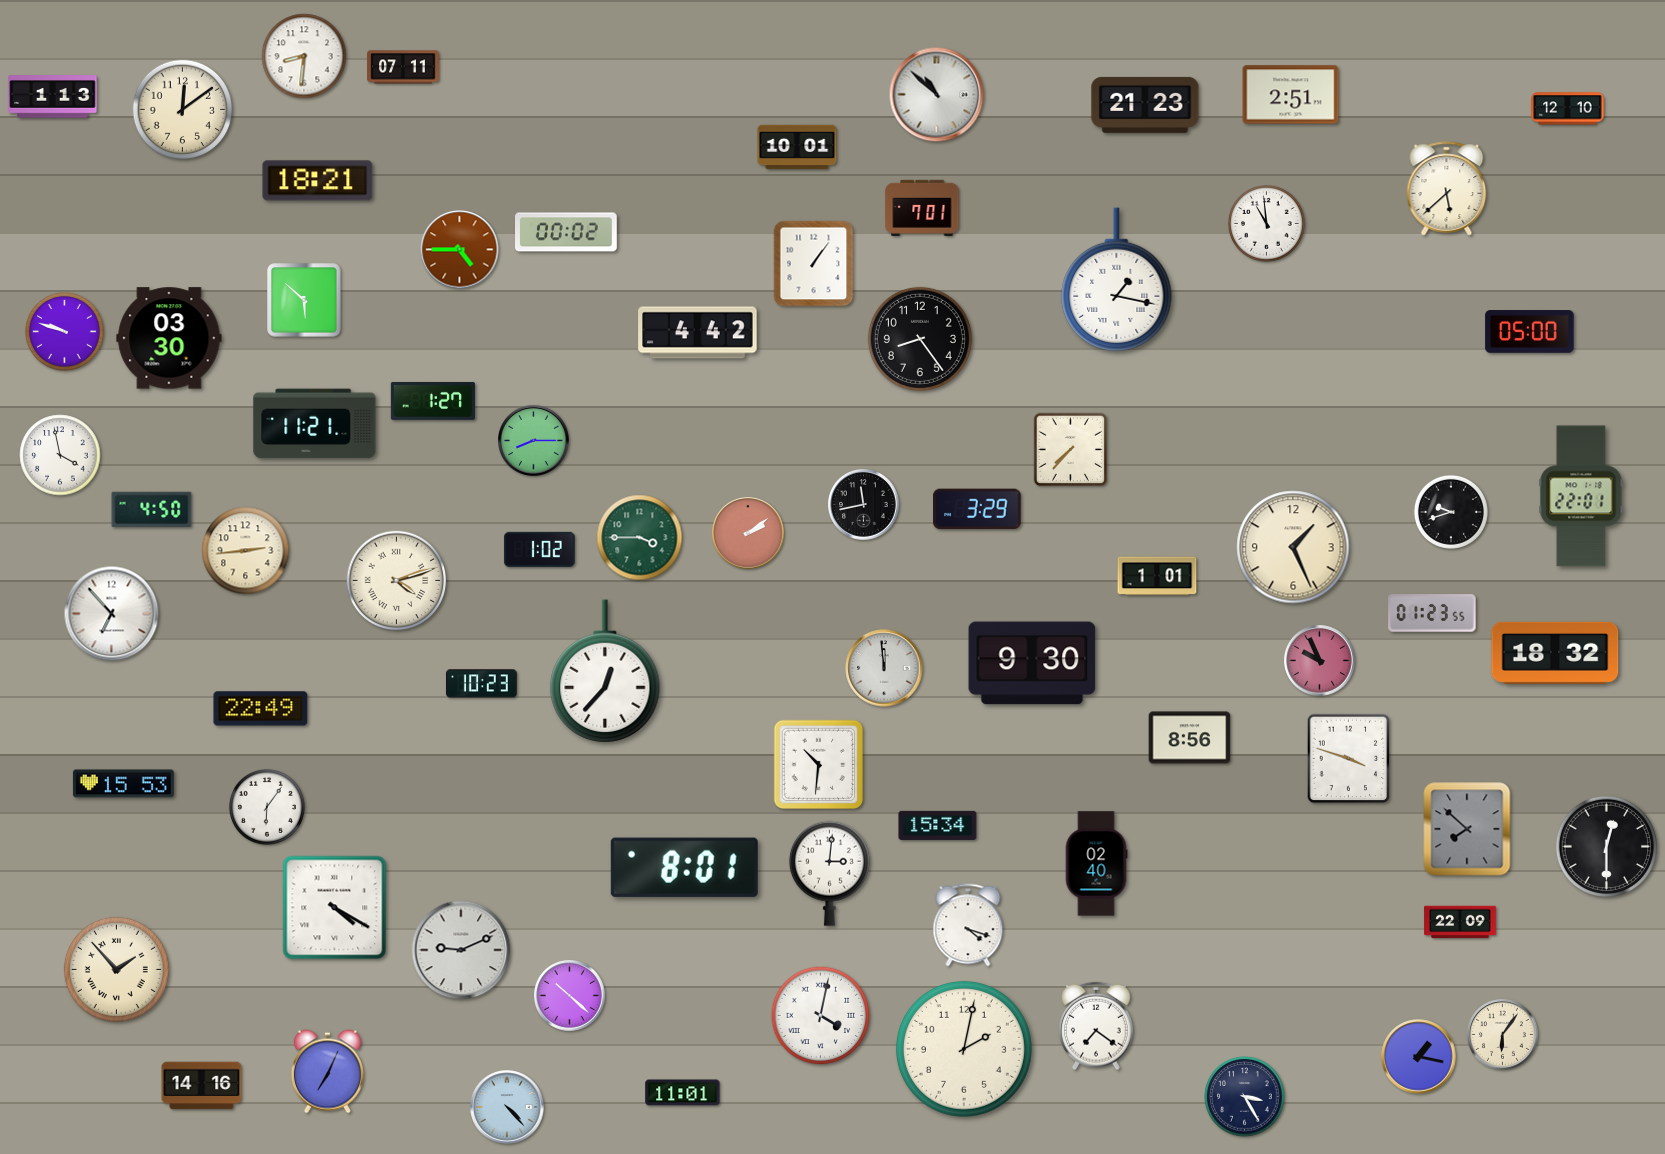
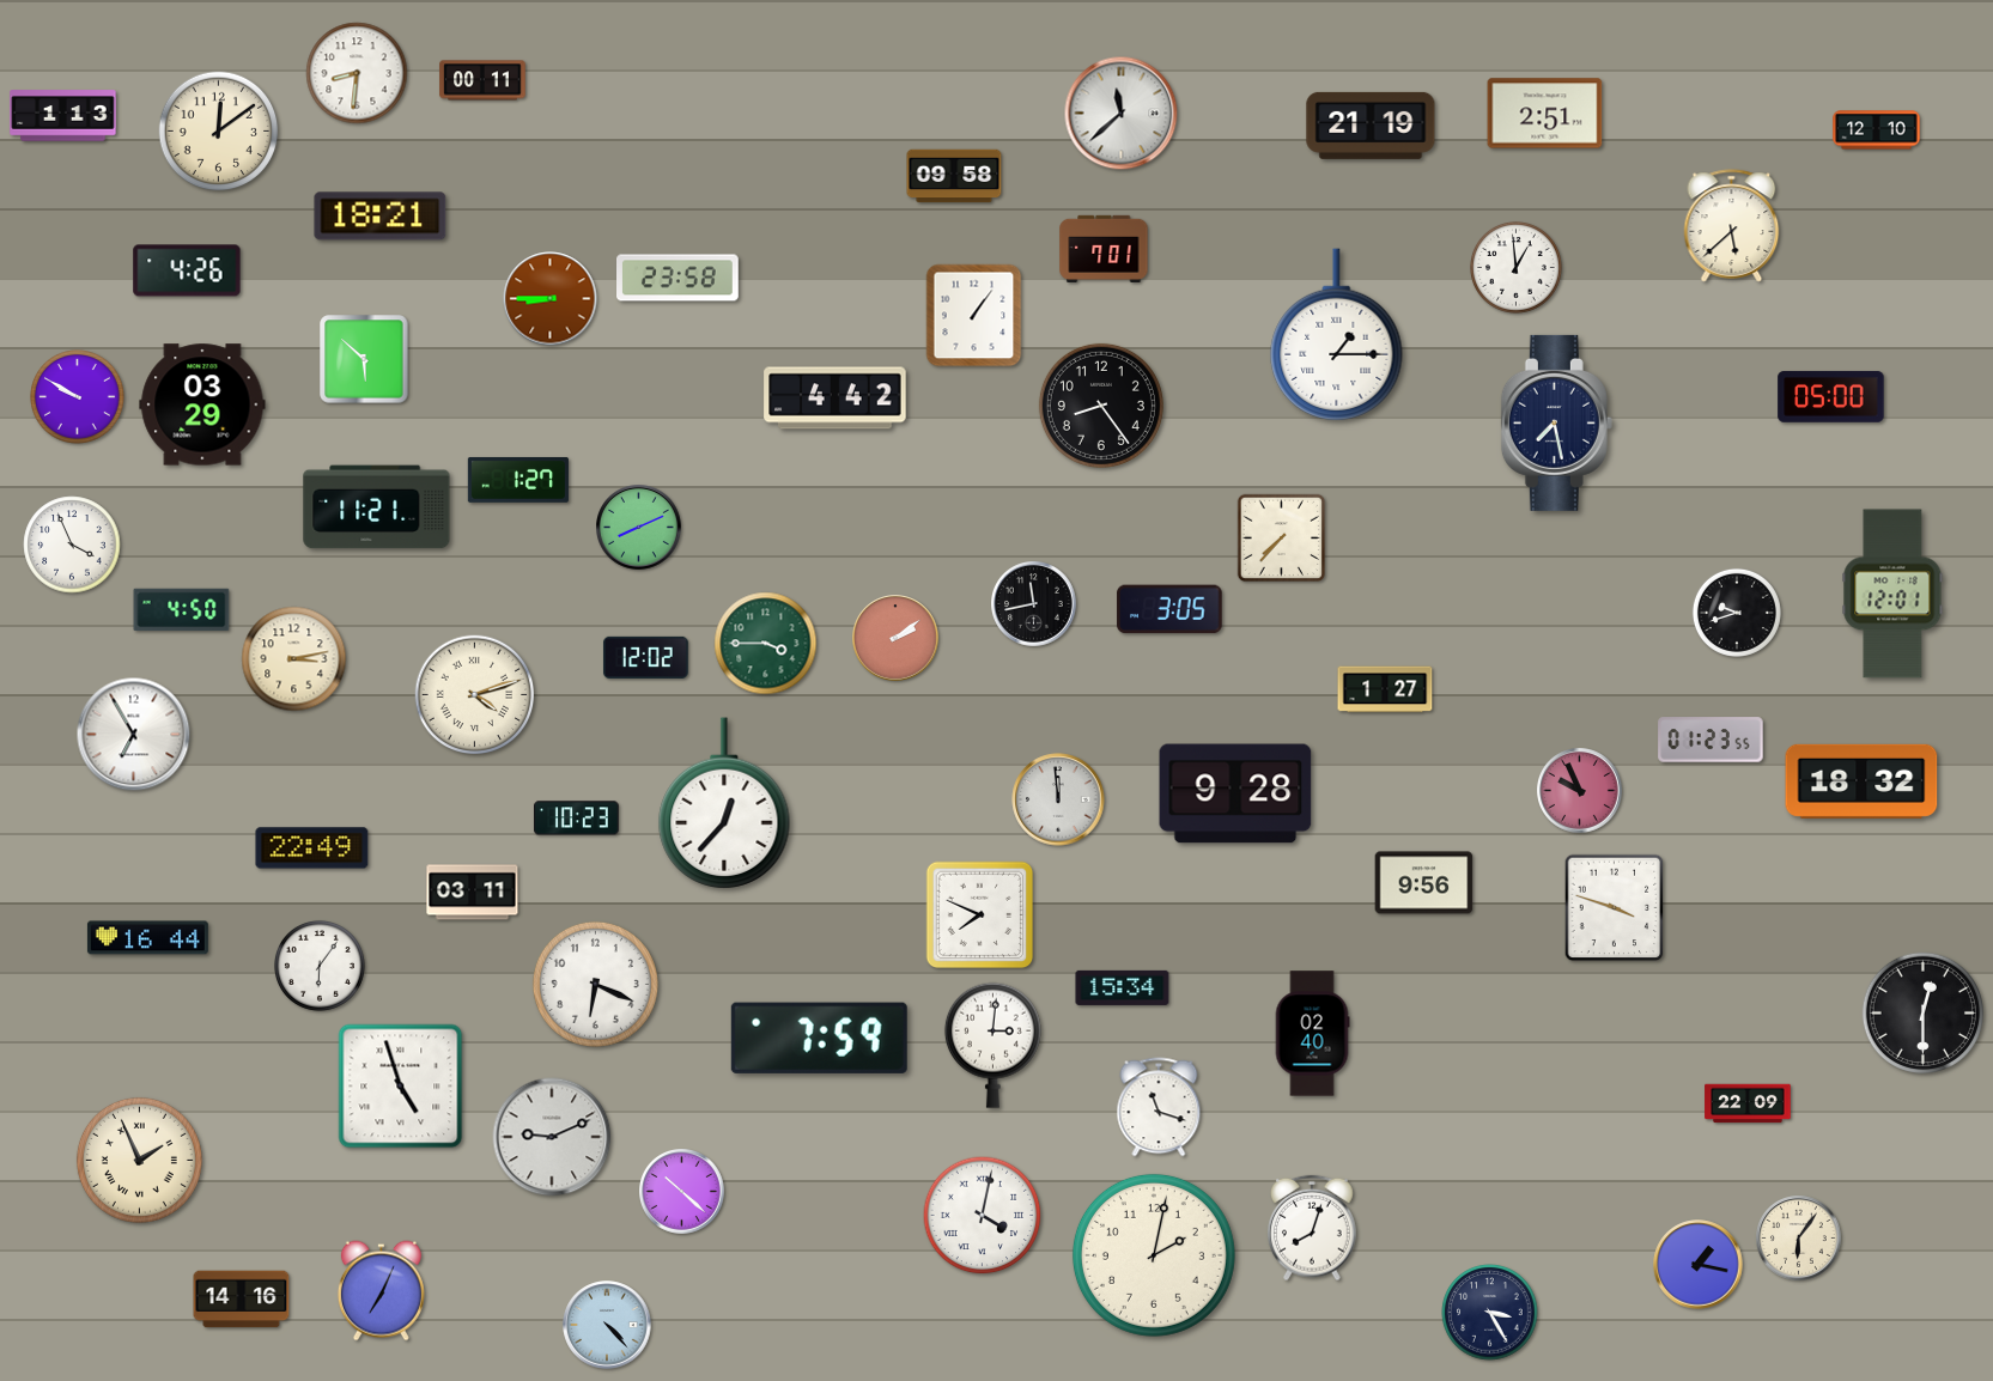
clock at (304, 56) position: (304, 56) -> (357, 73)
clock at (403, 67): 07:11 -> 00:11
clock at (937, 95): 10:52 -> 11:38
clock at (1145, 105): 21:23 -> 21:19
clock at (797, 147): 10:01 -> 09:58
clock at (1267, 224): 10:59 -> 12:59
clock at (187, 270): none -> 4:26
clock at (567, 232): 00:02 -> 23:58
clock at (460, 250): 4:45 -> 8:45
clock at (1117, 280): 1:17 -> 1:15
clock at (65, 332): 9:48 -> 9:50
clock at (169, 338): 03:30 -> 03:29
clock at (1556, 422): none -> 7:28
clock at (534, 441): 8:15 -> 8:11
clock at (60, 455): 3:58 -> 3:56
clock at (1581, 496): 22:01 -> 12:01
clock at (977, 509): 3:29 -> 3:05
clock at (1293, 547): 1:26 -> none
clock at (540, 549): 1:02 -> 12:02
clock at (246, 551): 2:44 -> 3:13
clock at (1157, 576): 1:01 -> 1:27
clock at (1432, 613) position: (1432, 613) -> (1711, 740)
clock at (112, 614): 6:53 -> 6:55
clock at (1032, 663): 9:30 -> 9:28
clock at (1190, 738): 8:56 -> 9:56
clock at (473, 893): none -> 03:11
clock at (819, 765): 10:31 -> 7:49
clock at (123, 784): 15:53 -> 16:44
clock at (595, 984): none -> 6:19
clock at (1467, 829): 7:52 -> none
clock at (684, 867): 8:01 -> 7:59
clock at (335, 908): 4:20 -> 4:57
clock at (968, 925): 4:18 -> 11:18
clock at (116, 969): 1:53 -> 1:56
clock at (1096, 1026): 7:21 -> 8:03
clock at (327, 1072) position: (327, 1072) -> (381, 1291)
clock at (683, 1093): 11:01 -> none
